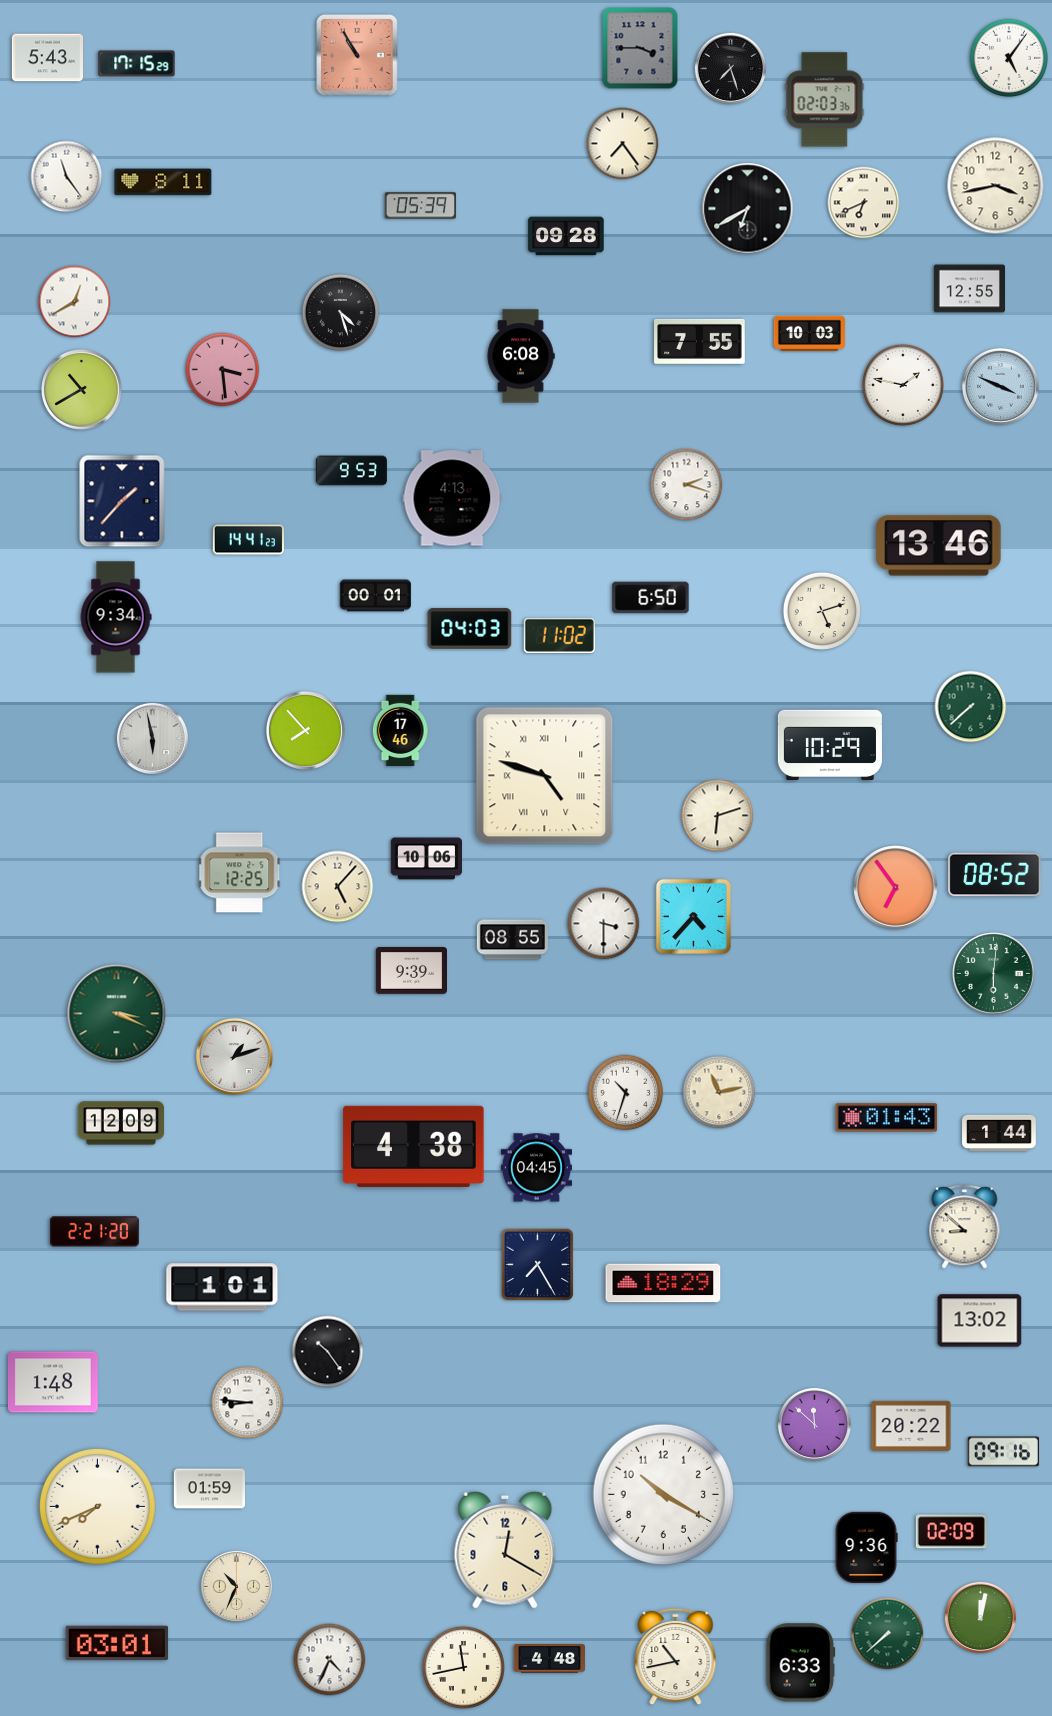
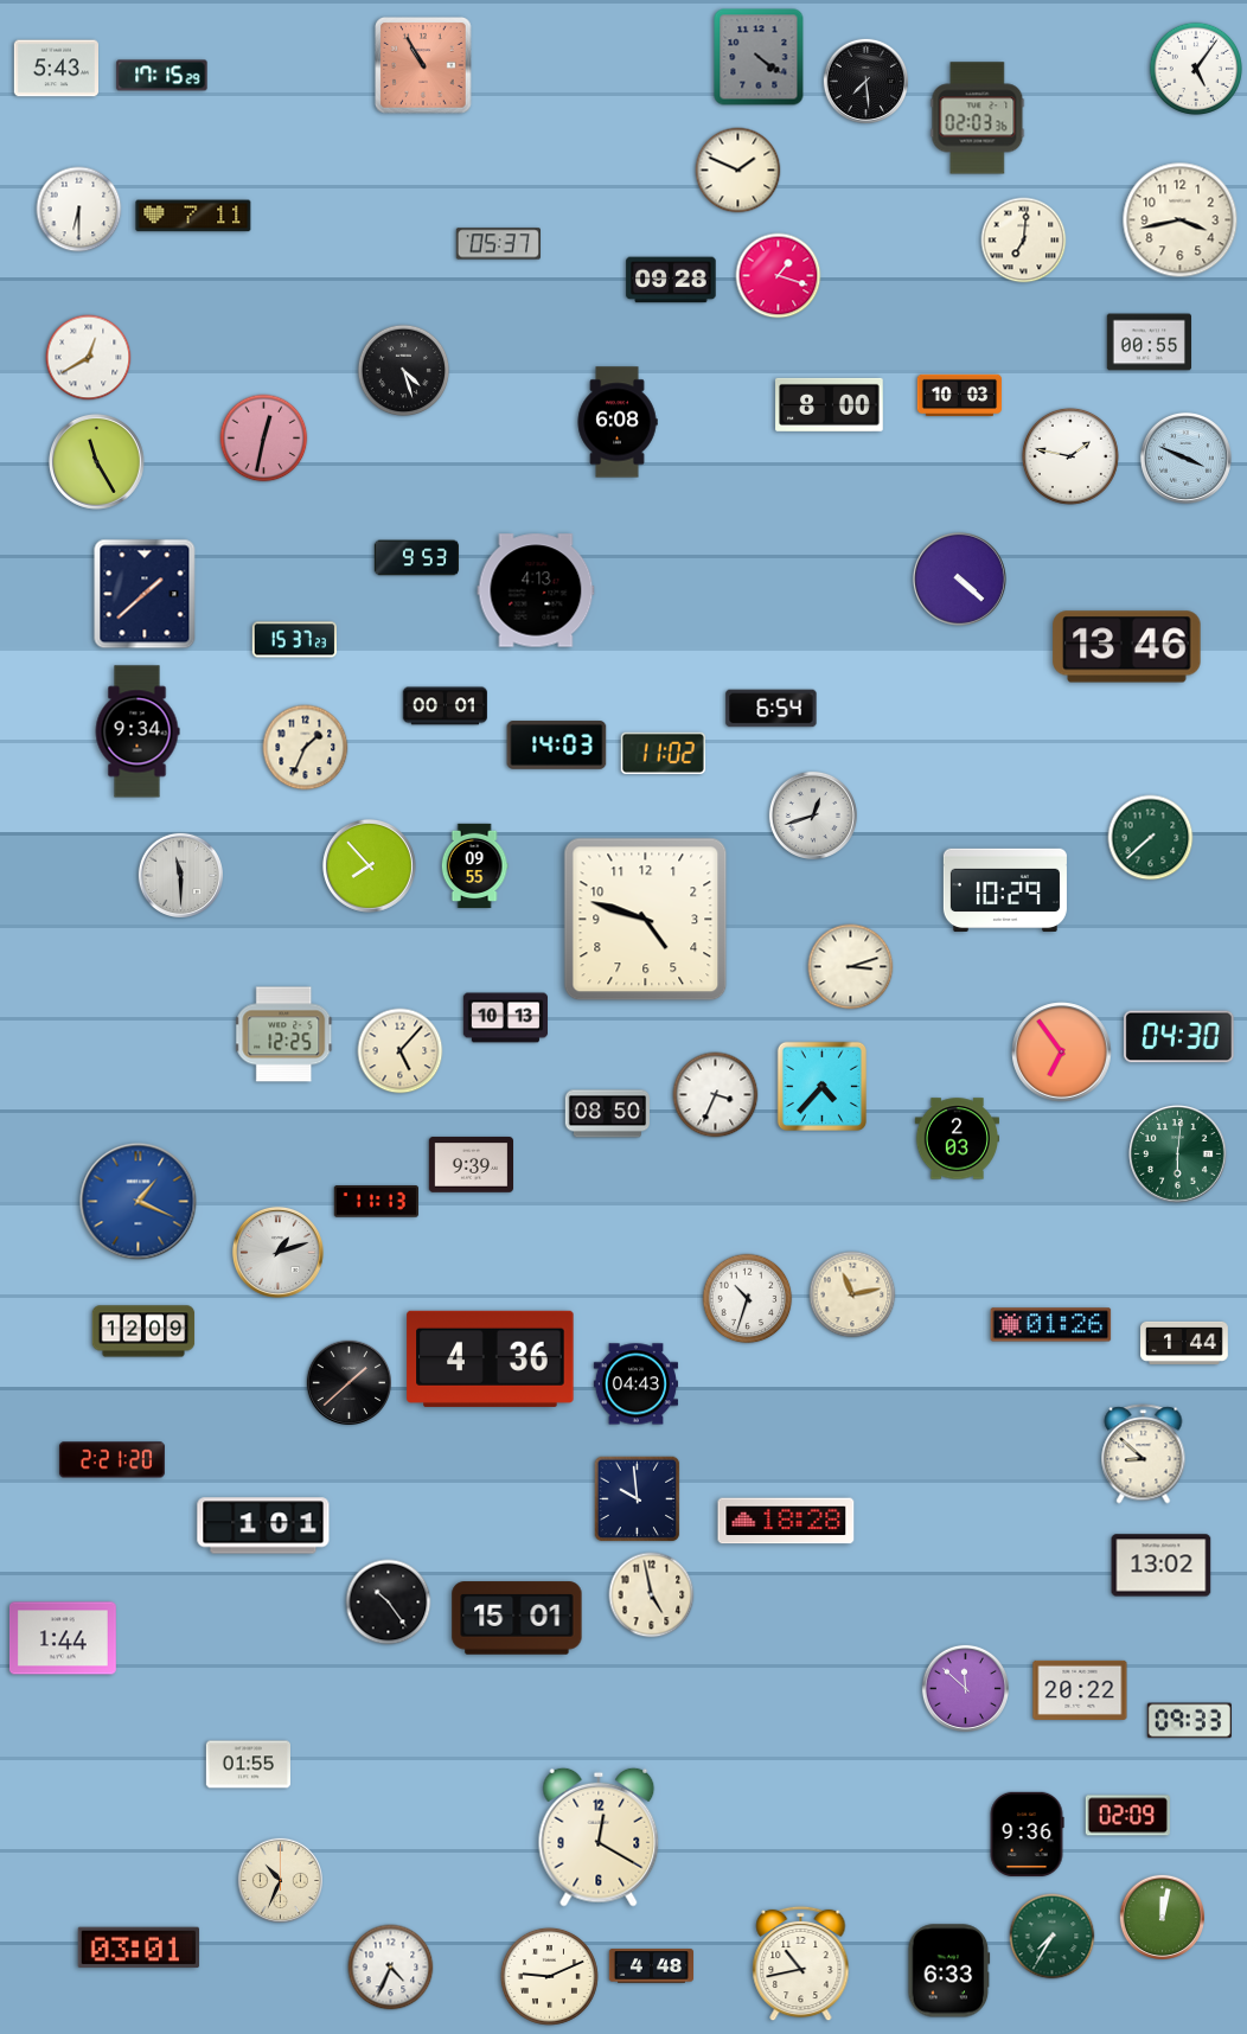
clock at (640, 48): 3:45 -> 4:21
clock at (730, 68): 7:27 -> 7:29
clock at (623, 144): 7:24 -> 1:49
clock at (67, 177): 11:24 -> 6:30
clock at (163, 182): 8:11 -> 7:11
clock at (864, 203): 6:41 -> 7:01
clock at (420, 206): 05:39 -> 05:37
clock at (748, 209): 6:40 -> none
clock at (779, 276): none -> 1:18
clock at (969, 289): 12:55 -> 00:55
clock at (700, 341): 7:55 -> 8:00
clock at (223, 370): 3:29 -> 12:32
clock at (82, 390): 10:40 -> 11:25
clock at (687, 485): 2:18 -> none
clock at (959, 578): none -> 4:22
clock at (122, 501): 1:37 -> 1:38
clock at (248, 540): 14:41 -> 15:37
clock at (939, 546) position: (939, 546) -> (1127, 647)
clock at (651, 598): 6:50 -> 6:54
clock at (822, 611): 5:12 -> none
clock at (470, 629): 04:03 -> 14:03
clock at (306, 748): none -> 1:34
clock at (813, 815): none -> 12:42
clock at (305, 730) position: (305, 730) -> (369, 865)
clock at (400, 731): 17:46 -> 09:55
clock at (152, 738): 5:58 -> 11:30
clock at (830, 744) position: (830, 744) -> (1005, 889)
clock at (545, 776) numerals: Roman -> Arabic
clock at (718, 816): 6:12 -> 3:12
clock at (426, 859): 10:06 -> 10:13
clock at (995, 875): 08:52 -> 04:30
clock at (604, 924): 3:30 -> 3:34
clock at (512, 940): 08:55 -> 08:50
clock at (957, 1139): none -> 2:03
clock at (411, 971) position: (411, 971) -> (471, 1165)
clock at (117, 1014): 3:19 -> 1:19
clock at (117, 1014) dial: green -> blue
clock at (376, 1202): none -> 11:13
clock at (626, 1093) position: (626, 1093) -> (748, 1299)
clock at (887, 1118): 01:43 -> 01:26
clock at (414, 1146): 4:38 -> 4:36
clock at (348, 1382): none -> 1:38
clock at (536, 1168): 04:45 -> 04:43
clock at (538, 1265): 7:25 -> 9:59
clock at (663, 1283): 18:29 -> 18:28
clock at (652, 1595): none -> 4:58
clock at (517, 1618): none -> 15:01
clock at (53, 1382): 1:48 -> 1:44
clock at (248, 1403): 8:46 -> none
clock at (1003, 1452): 09:16 -> 09:33
clock at (209, 1489): 01:59 -> 01:55
clock at (663, 1494): 10:20 -> none
clock at (97, 1506): 7:41 -> none
clock at (888, 1634): 7:38 -> 7:35
clock at (463, 1667): 11:43 -> 9:11
